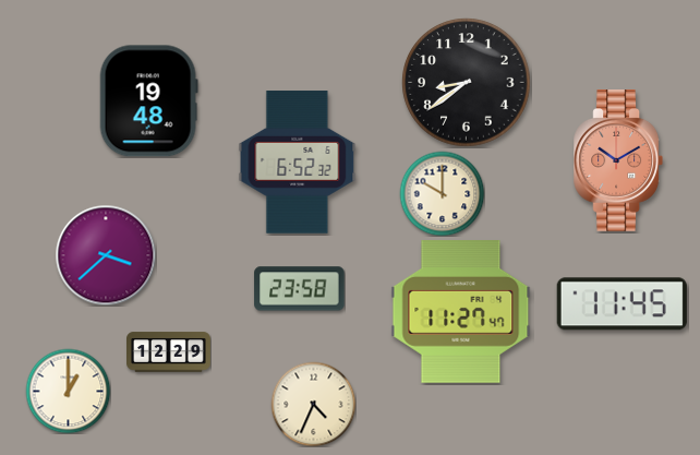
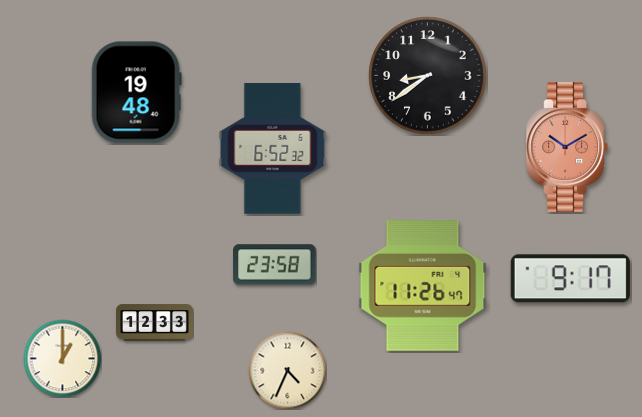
clock at (442, 193): 10:00 -> none
clock at (106, 255): 3:38 -> none
clock at (621, 304): 11:45 -> 9:17
clock at (461, 312): 11:27 -> 11:26
clock at (169, 352): 12:29 -> 12:33
